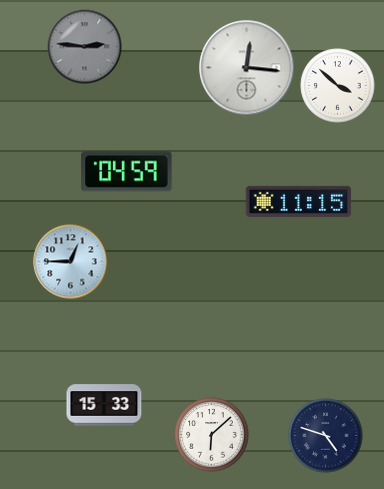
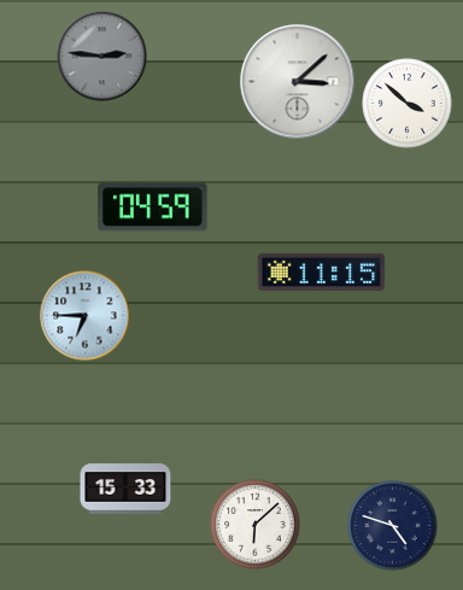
clock at (247, 68): 12:16 -> 3:08
clock at (299, 201) position: (299, 201) -> (322, 271)
clock at (71, 262): 12:45 -> 6:45
